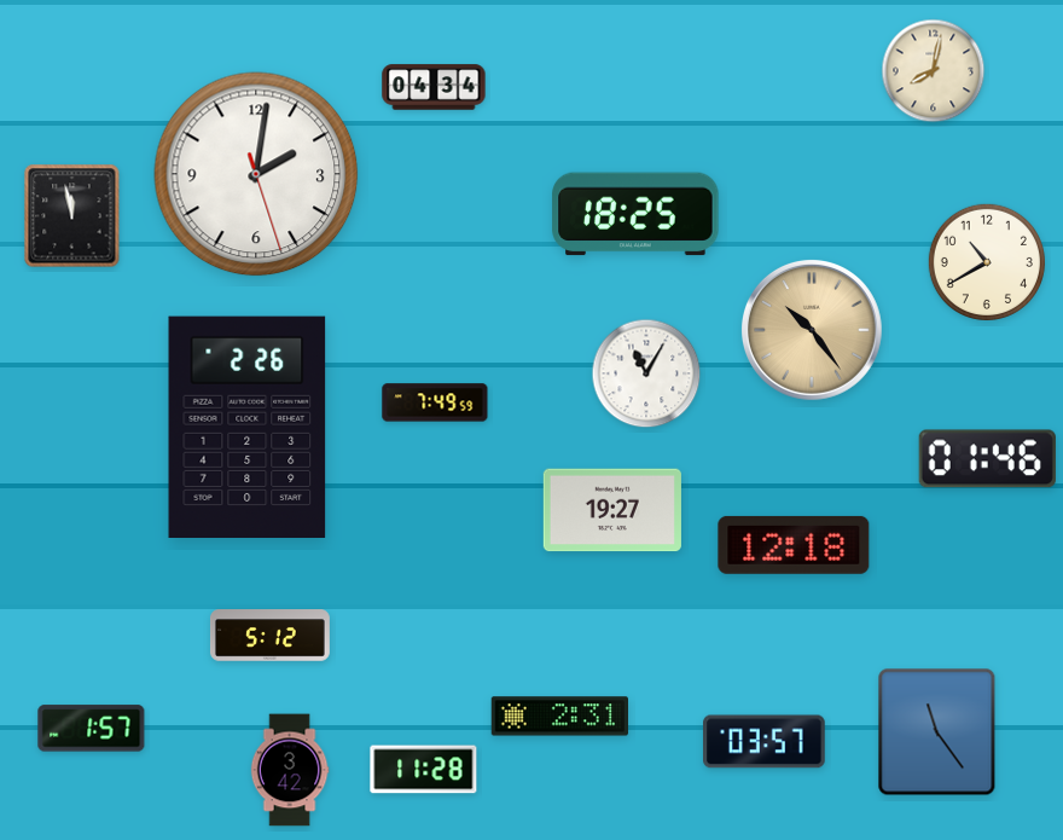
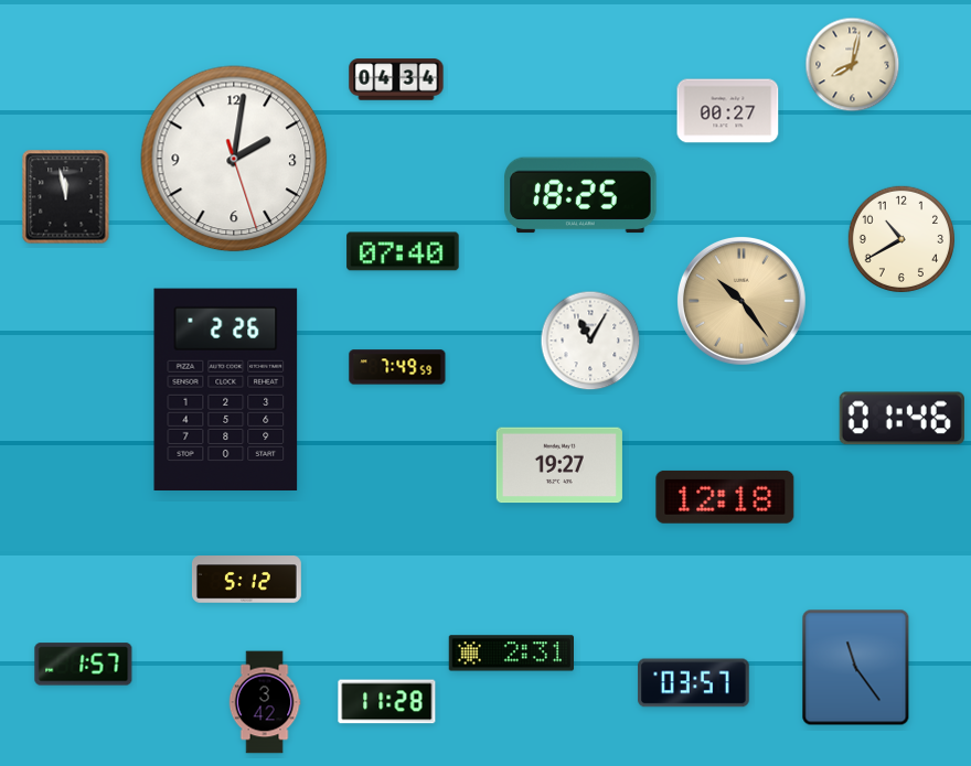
clock at (728, 111): none -> 00:27
clock at (403, 251): none -> 07:40
clock at (765, 742) position: (765, 742) -> (694, 683)
